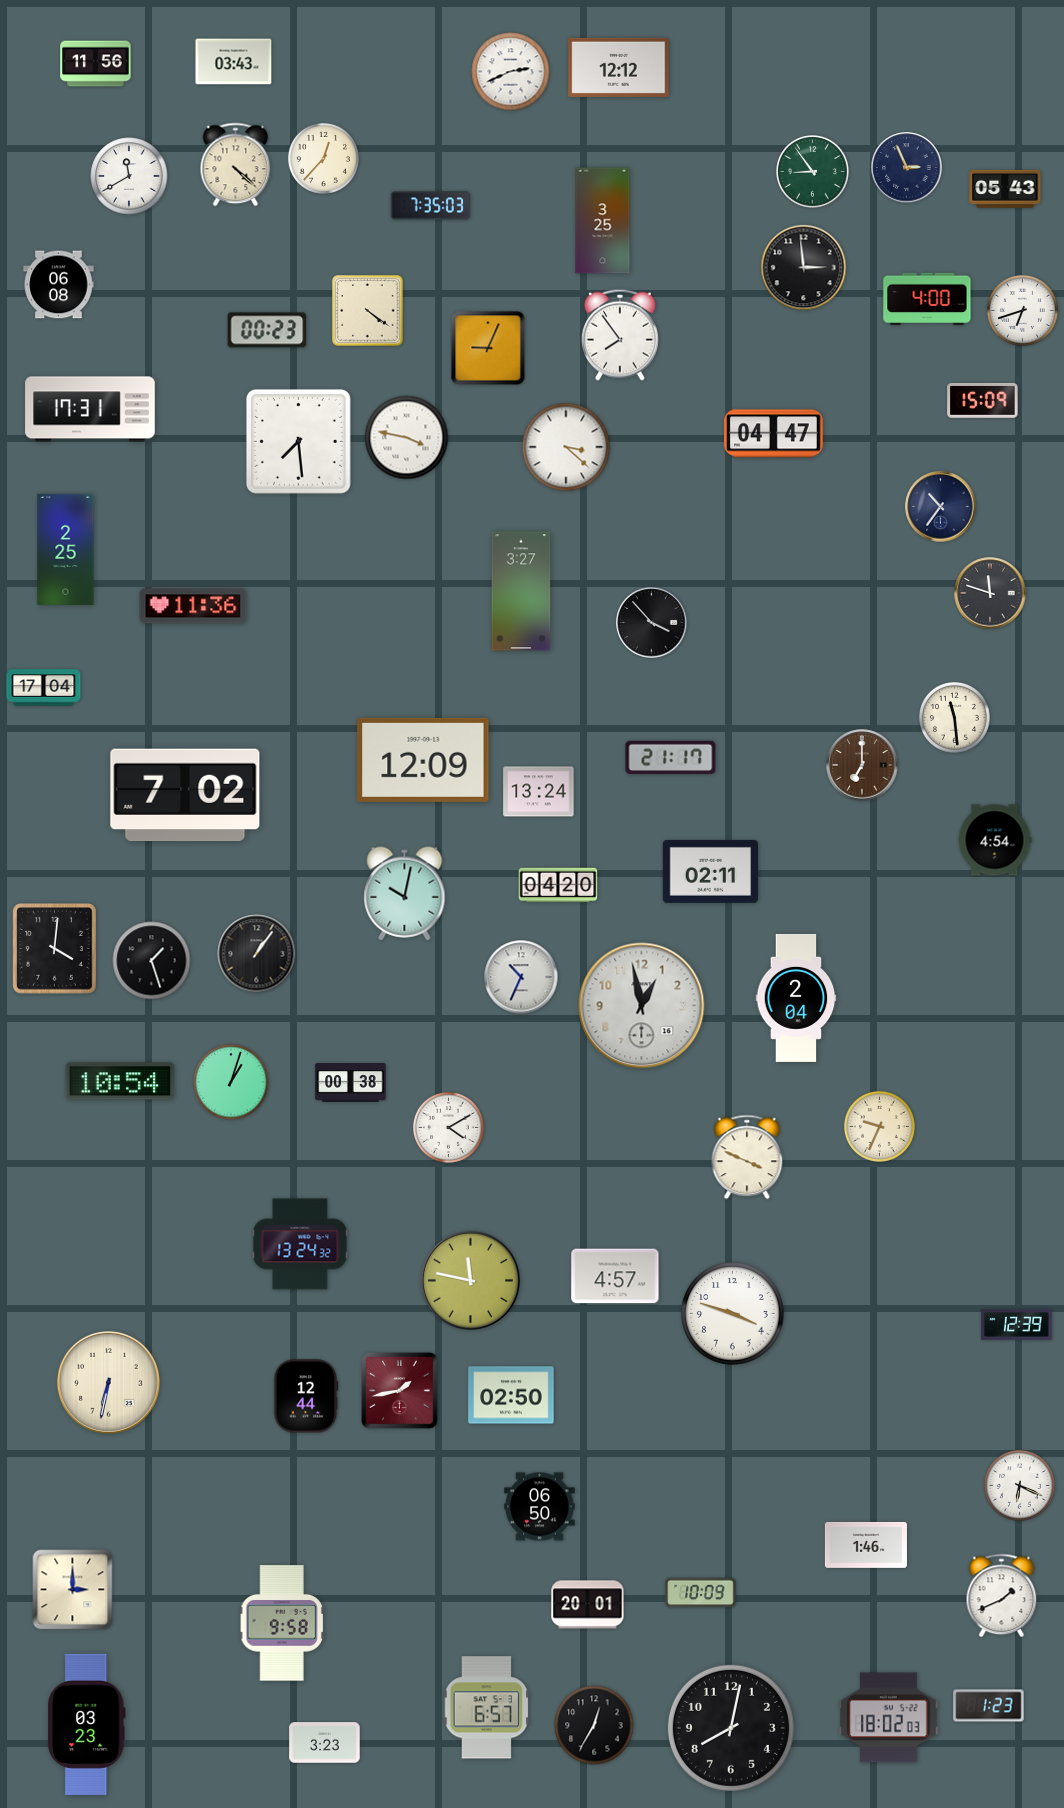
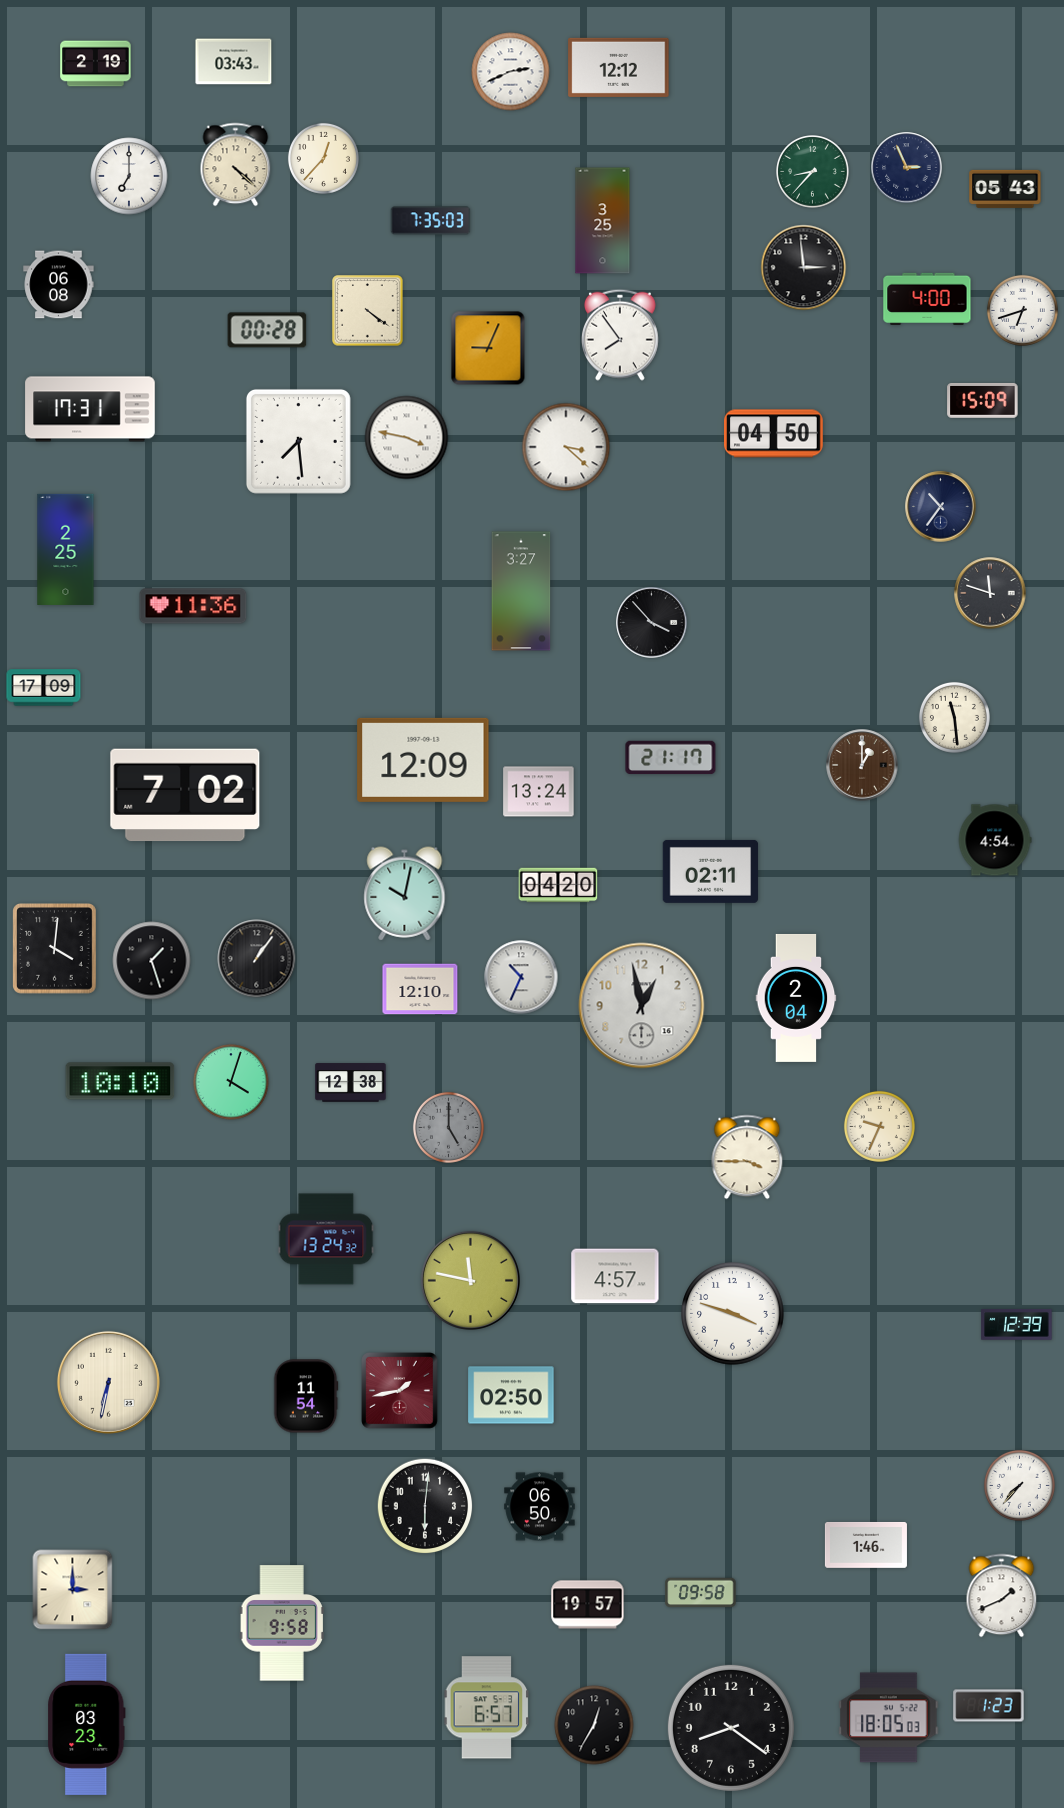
clock at (96, 64): 11:56 -> 2:19
clock at (813, 172): 8:54 -> 8:37
clock at (129, 176): 11:40 -> 7:00
clock at (431, 206) position: (431, 206) -> (431, 221)
clock at (267, 330): 00:23 -> 00:28
clock at (774, 434): 04:47 -> 04:50
clock at (44, 688): 17:04 -> 17:09
clock at (862, 765): 7:00 -> 1:00
clock at (257, 954) position: (257, 954) -> (257, 959)
clock at (420, 989): none -> 12:10
clock at (120, 1081): 10:54 -> 10:10
clock at (231, 1082): 1:03 -> 4:03
clock at (351, 1083): 00:38 -> 12:38
clock at (448, 1127): 4:10 -> 5:00
clock at (448, 1127) dial: white -> grey
clock at (747, 1157): 3:49 -> 3:45
clock at (300, 1244) position: (300, 1244) -> (326, 1239)
clock at (306, 1396): 12:44 -> 11:54
clock at (1019, 1485): 6:19 -> 7:37
clock at (425, 1506): none -> 6:01
clock at (701, 1593): 10:09 -> 09:58
clock at (588, 1605): 20:01 -> 19:57
clock at (889, 1718): 18:02 -> 18:05
clock at (731, 1728): 8:02 -> 8:21
clock at (325, 1743): 3:23 -> none
